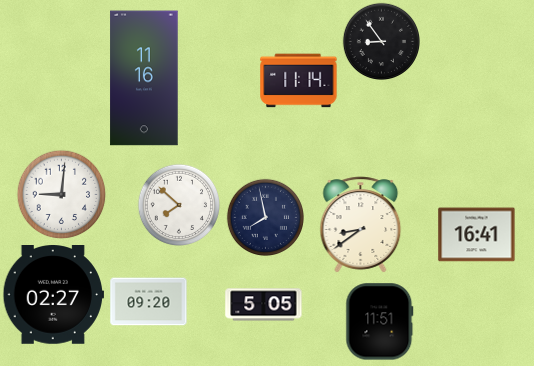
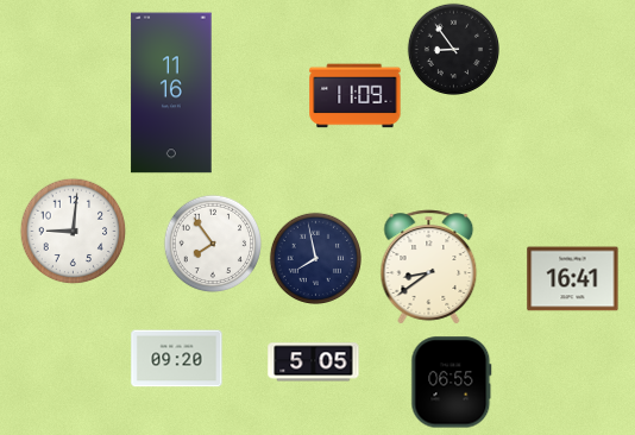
clock at (299, 81): 11:14 -> 11:09
clock at (179, 205): 7:52 -> 7:54
clock at (477, 235) position: (477, 235) -> (573, 279)
clock at (53, 295): 02:27 -> none
clock at (380, 322): 11:51 -> 06:55
